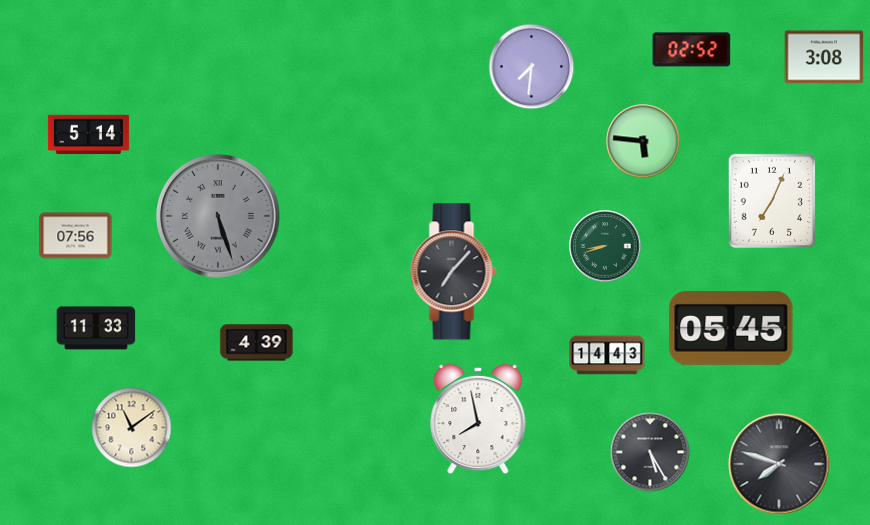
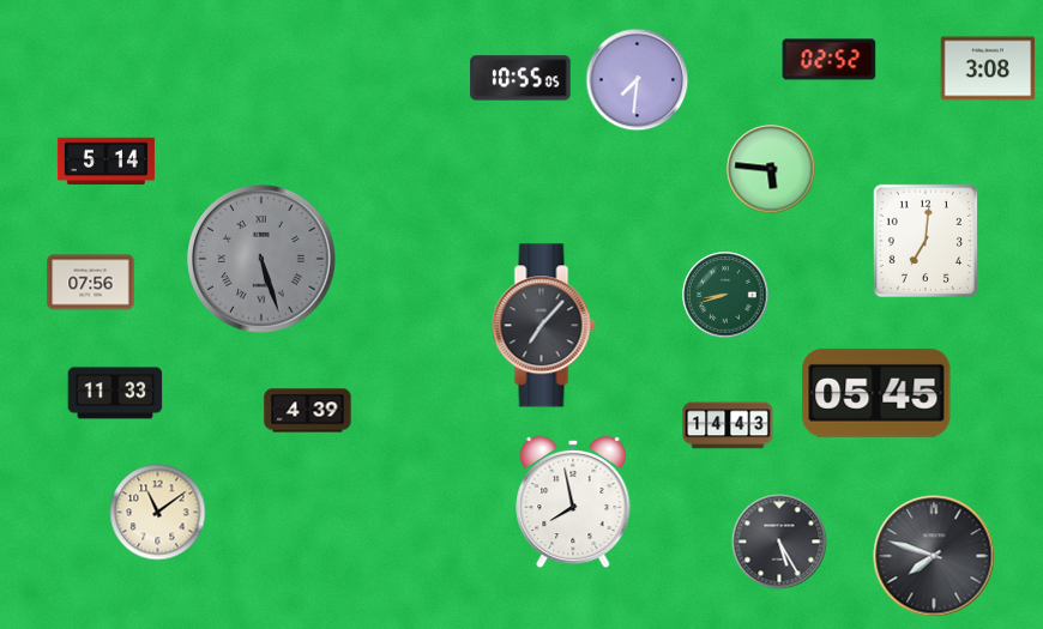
clock at (520, 78): none -> 10:55
clock at (772, 201): 7:04 -> 7:01
